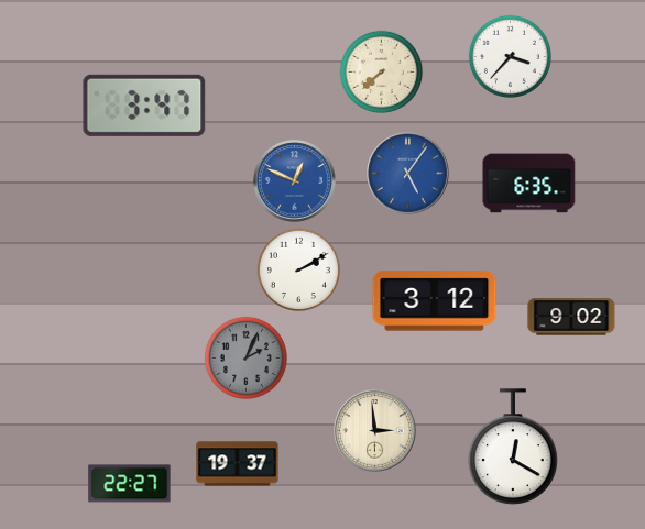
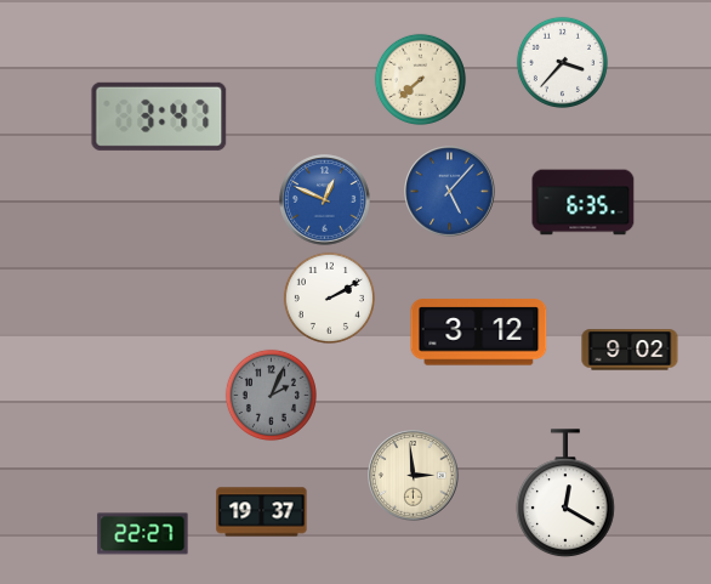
clock at (408, 174): 5:06 -> 5:07
